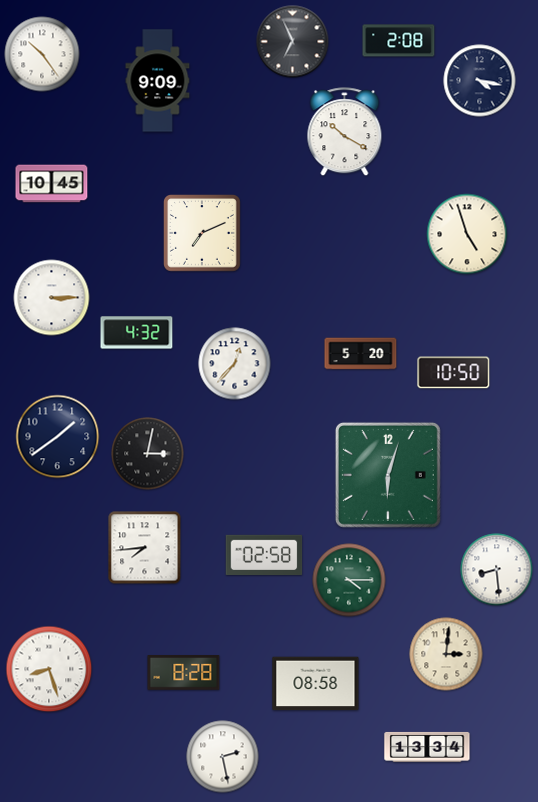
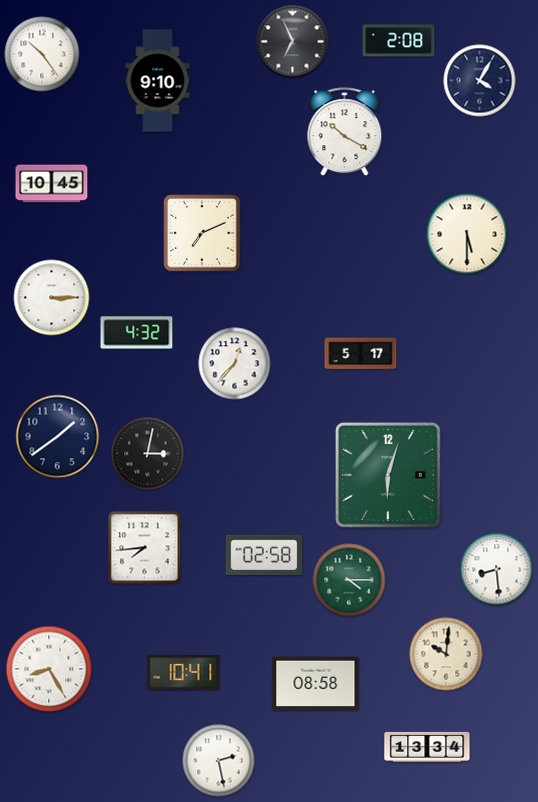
clock at (158, 81): 9:09 -> 9:10
clock at (480, 81): 4:17 -> 4:05
clock at (467, 234): 4:57 -> 5:30
clock at (361, 354): 5:20 -> 5:17
clock at (454, 373): 10:50 -> none
clock at (446, 654): 3:01 -> 10:01
clock at (49, 669): 8:27 -> 8:25
clock at (184, 673): 8:28 -> 10:41
clock at (223, 757) position: (223, 757) -> (219, 761)
